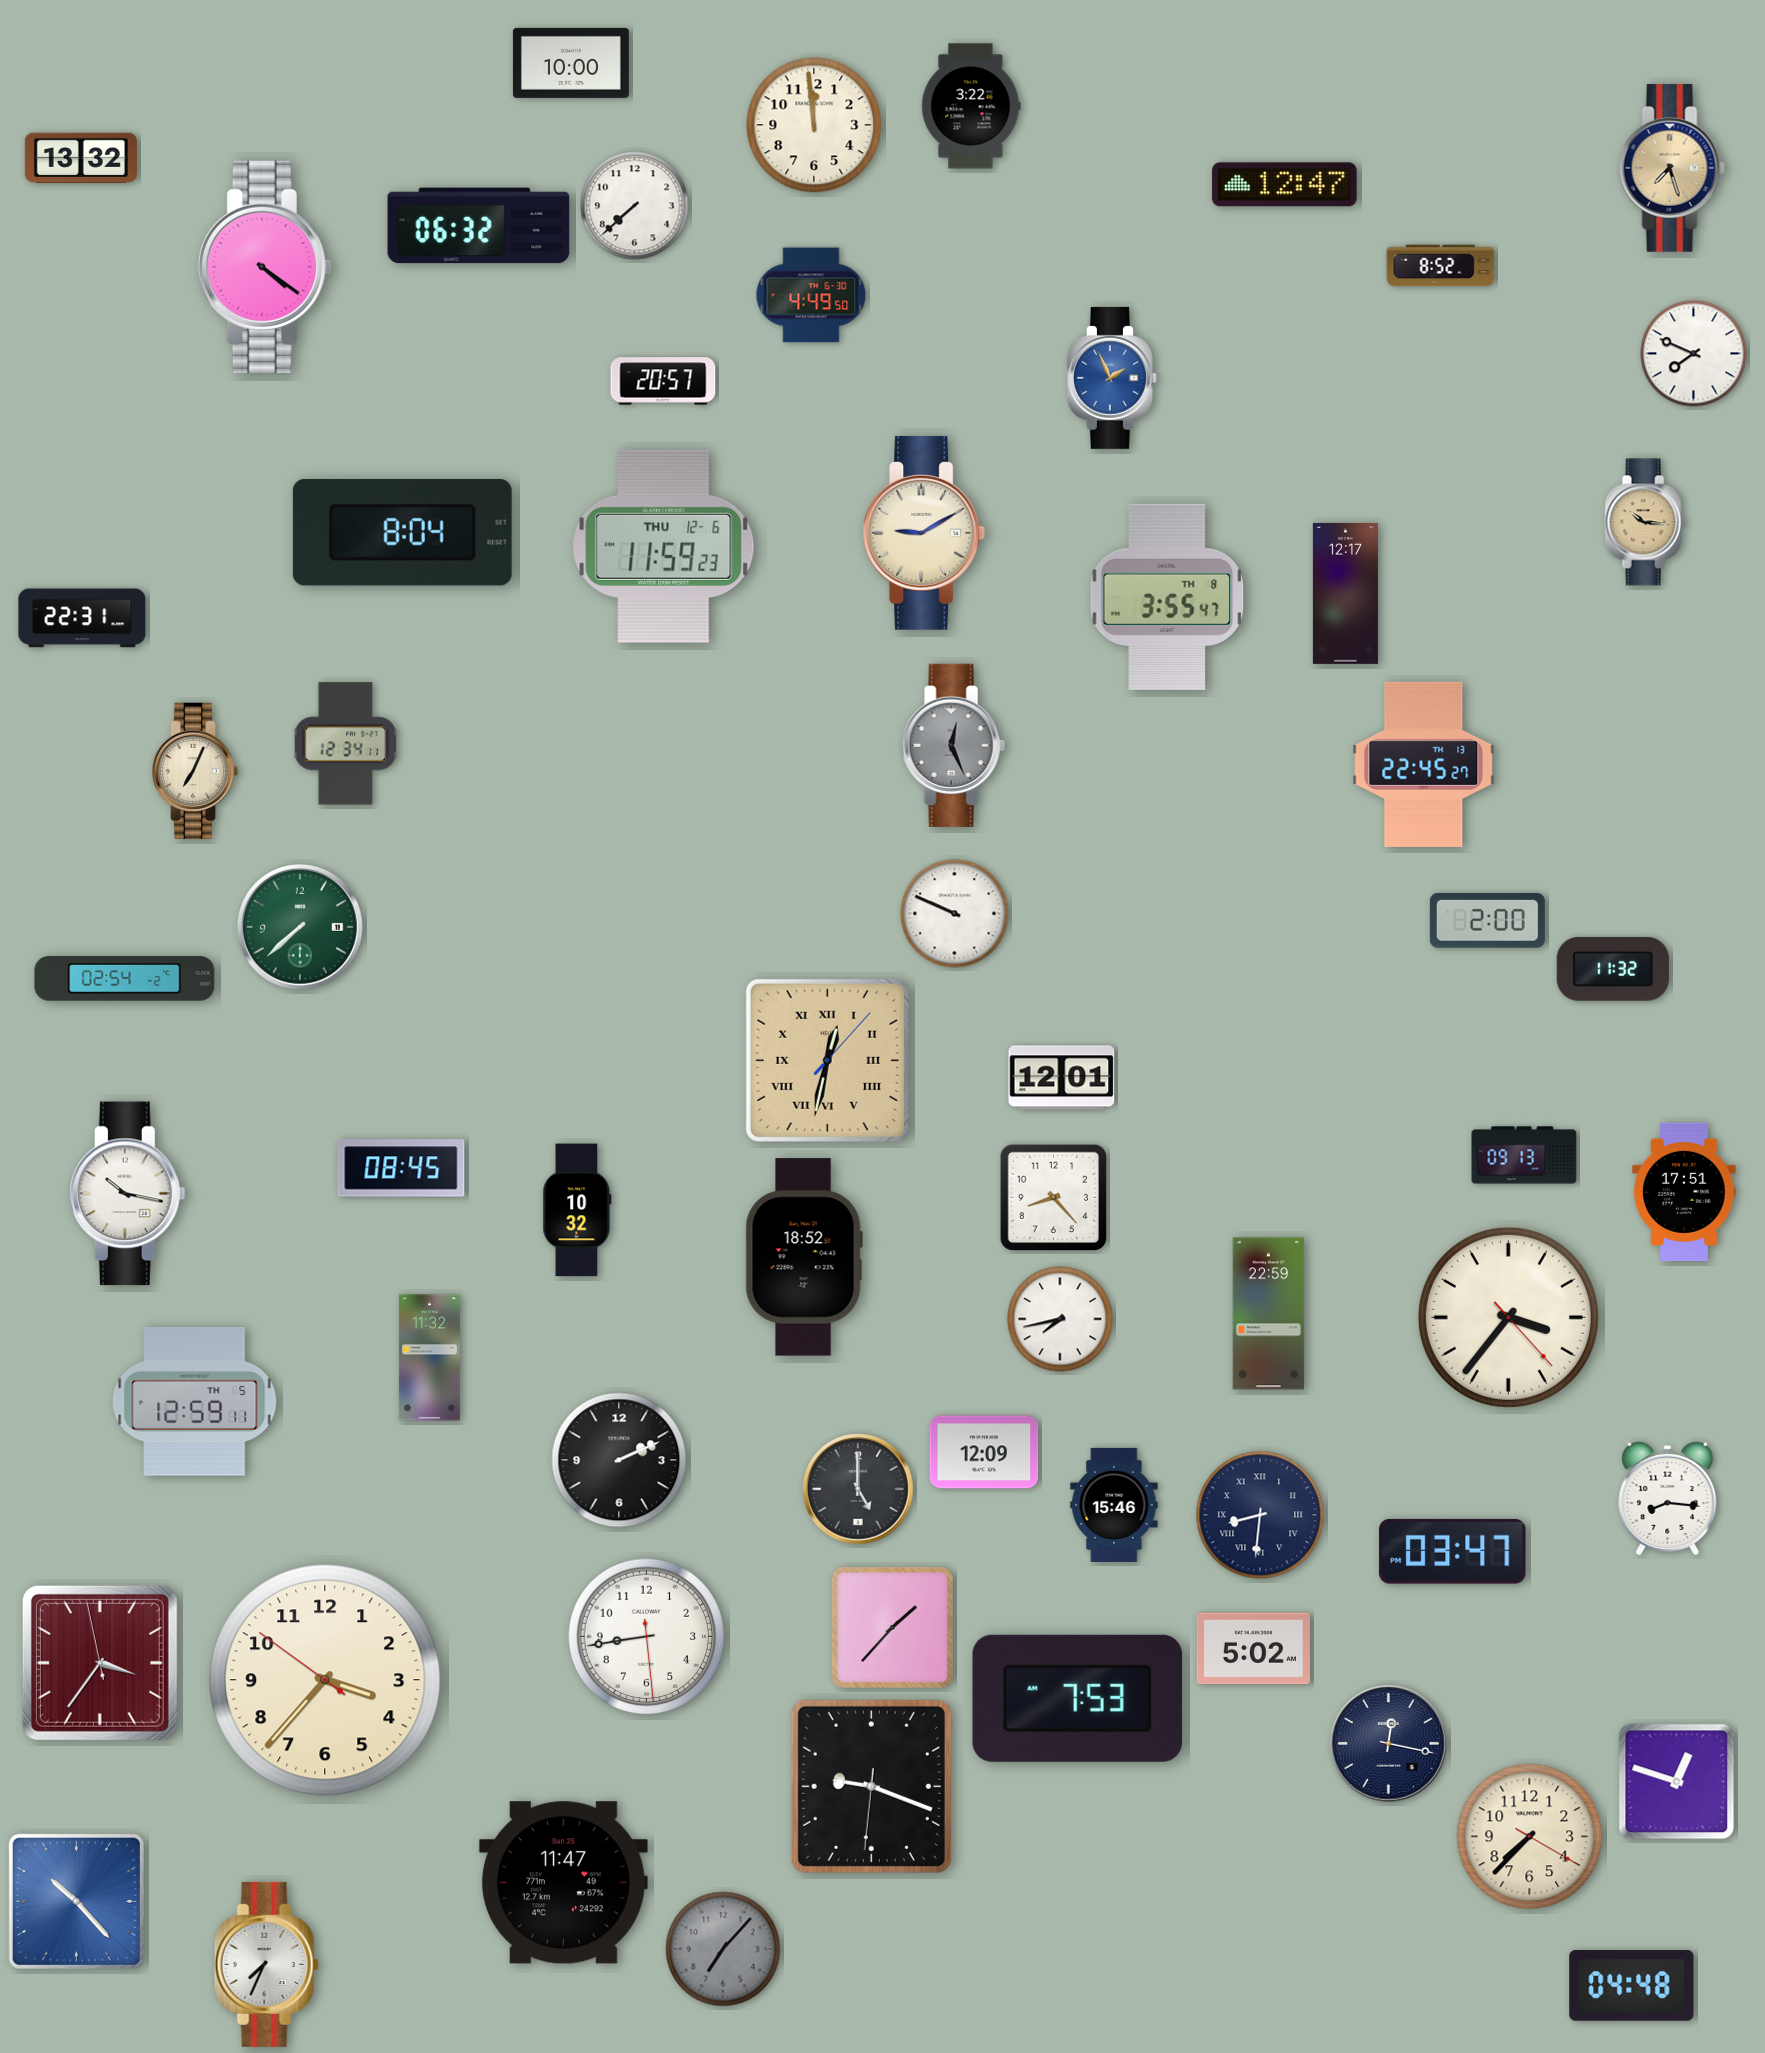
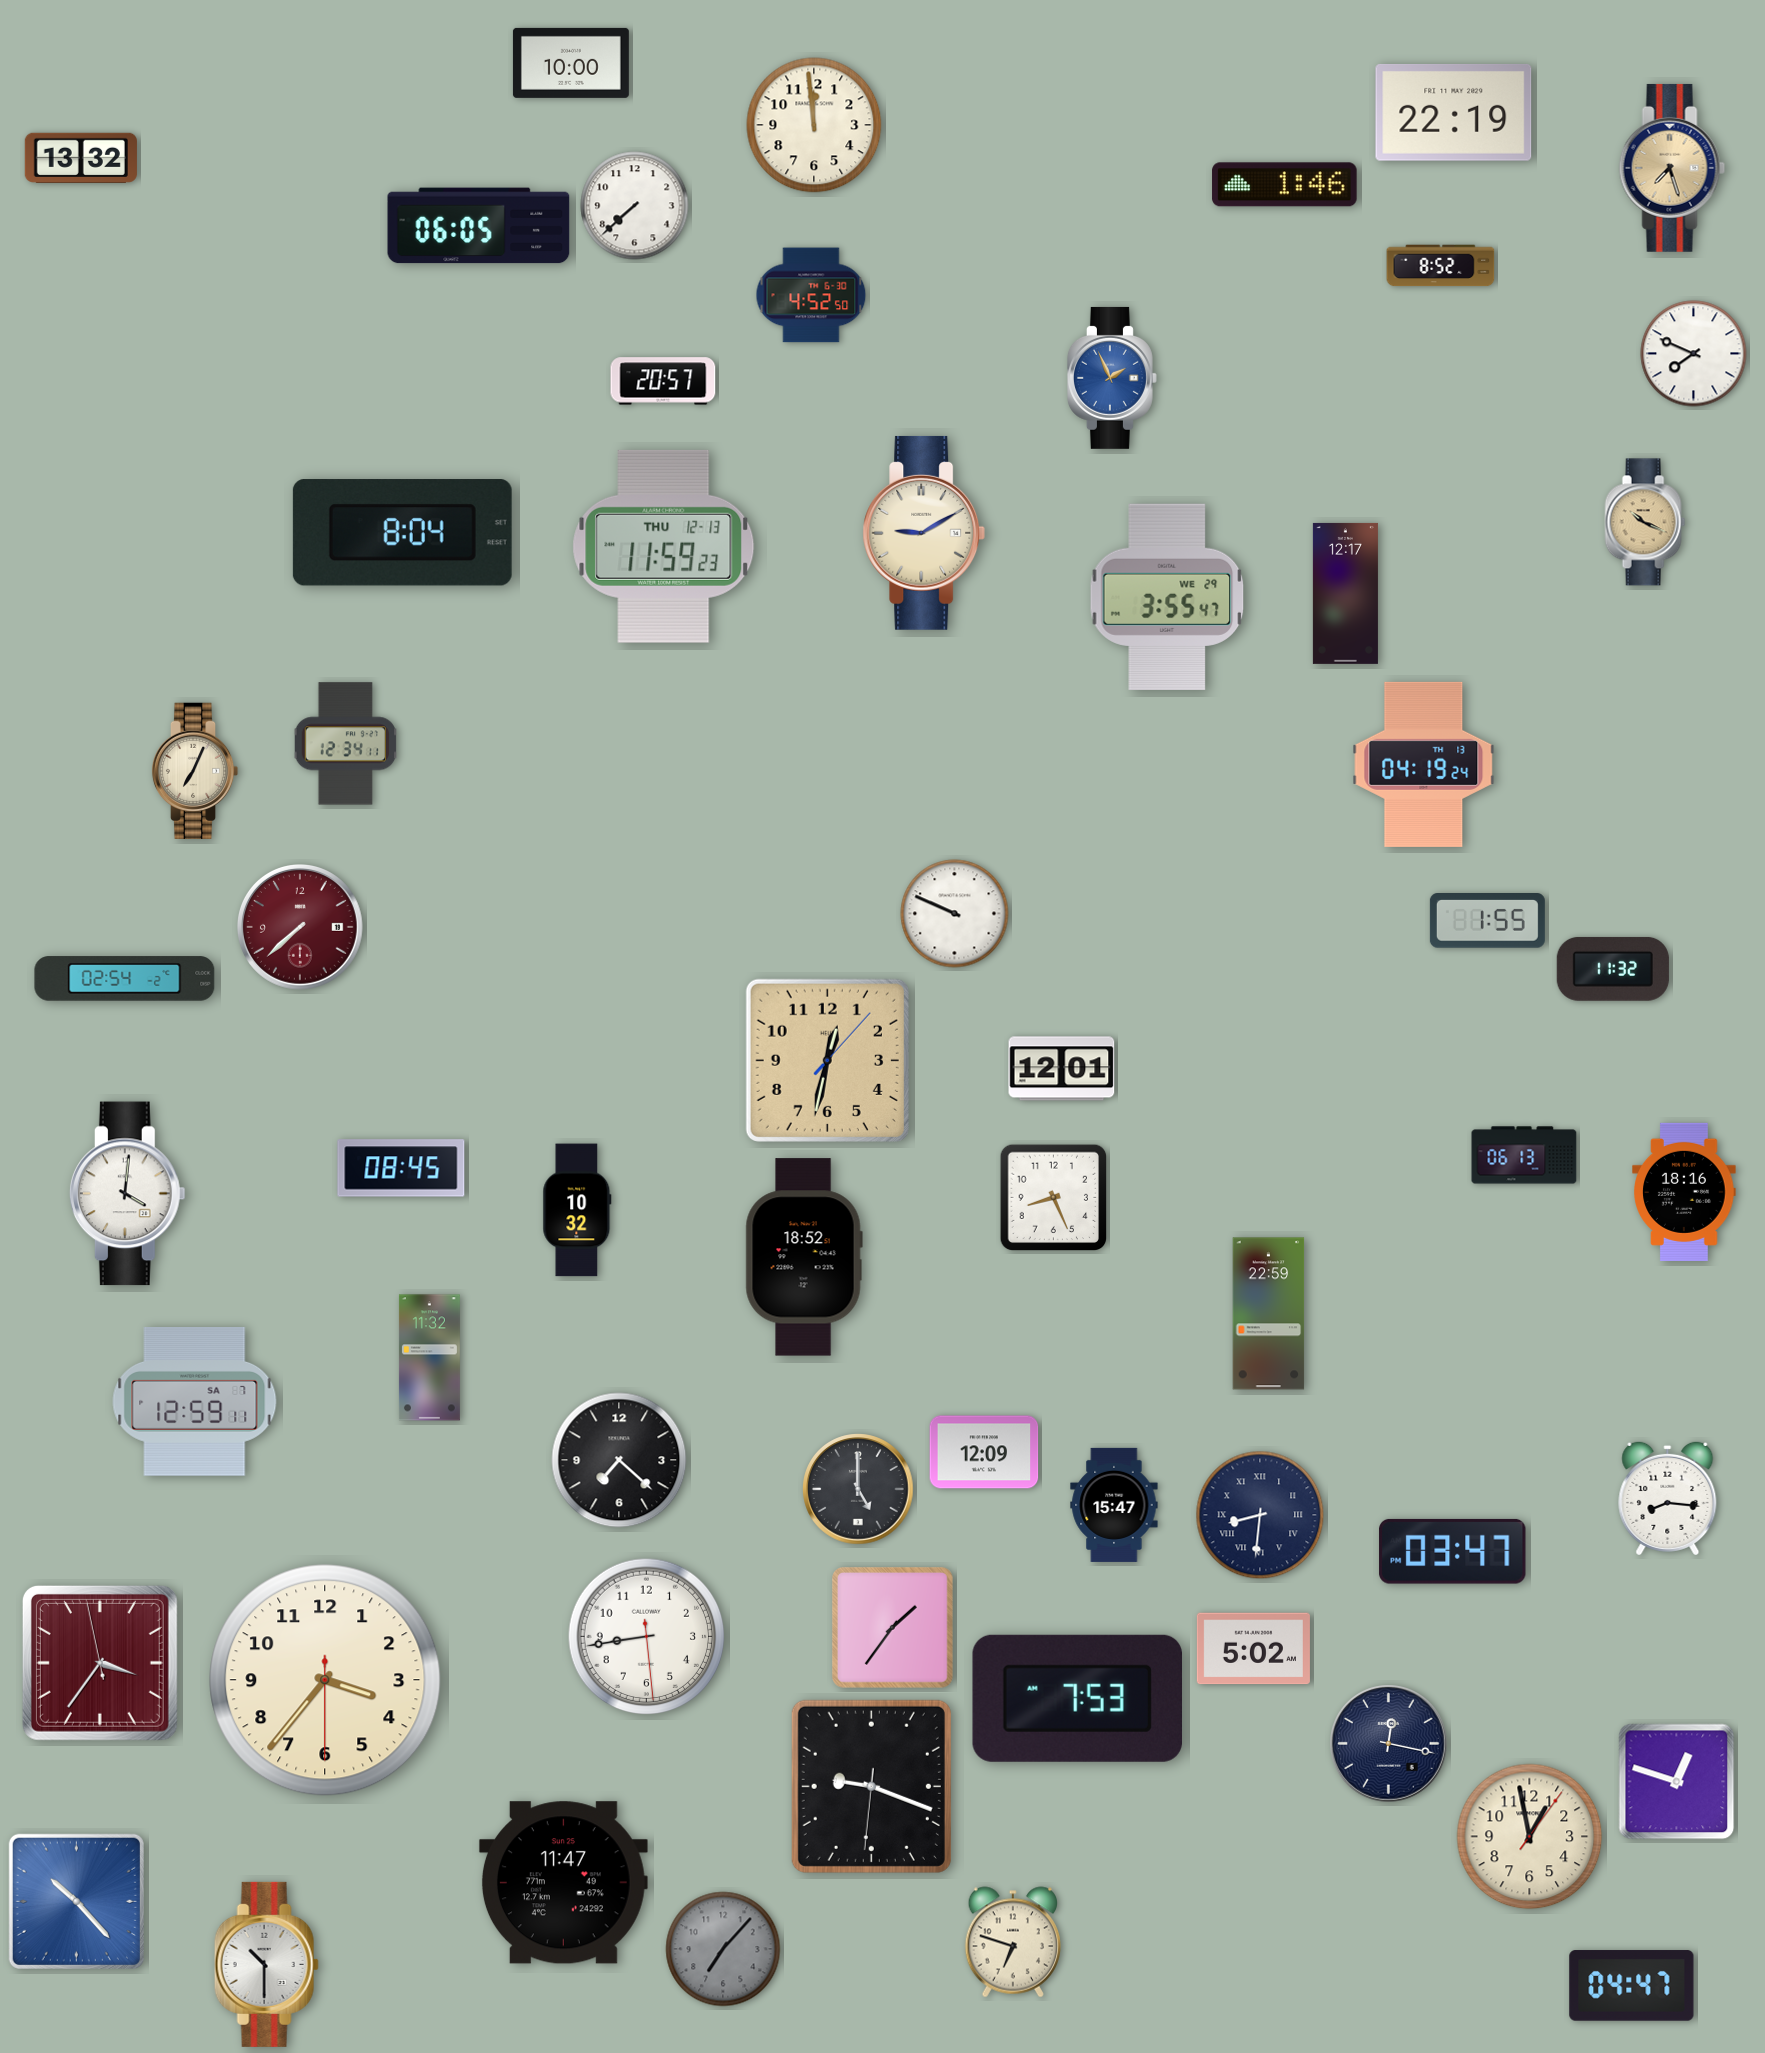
clock at (971, 106): 3:22 -> none
clock at (1454, 112): none -> 22:19
clock at (1285, 185): 12:47 -> 1:46
clock at (479, 226): 06:32 -> 06:05
clock at (265, 267): 4:21 -> none
clock at (811, 295): 4:49 -> 4:52
clock at (1645, 522): 10:16 -> 10:19
clock at (664, 546) date: THU 12-6 -> THU 12-13
clock at (1167, 597) date: TH 8 -> WE 29
clock at (82, 618): 22:31 -> none
clock at (953, 745): 12:26 -> none
clock at (1424, 764): 22:45 -> 04:19
clock at (1487, 921): 2:00 -> 1:55
clock at (300, 928) dial: green -> burgundy
clock at (827, 1060) numerals: Roman -> Arabic
clock at (1062, 1078) position: (1062, 1078) -> (1062, 1069)
clock at (1524, 1155): 09:13 -> 06:13
clock at (1684, 1192): 17:51 -> 18:16
clock at (127, 1194): 10:17 -> 4:01
clock at (1054, 1198): 8:23 -> 8:26
clock at (1508, 1317): 3:36 -> none
clock at (1060, 1319): 7:43 -> none
clock at (195, 1401) date: TH 5 -> SA 7
clock at (619, 1460): 2:11 -> 7:22
clock at (1114, 1505): 15:46 -> 15:47
clock at (892, 1627): 1:37 -> 1:36
clock at (325, 1680): 3:36:51 -> 3:36:30
clock at (1530, 1837): 7:37 -> 12:58
clock at (1012, 1942): none -> 6:48
clock at (266, 1964): 7:34 -> 10:30
clock at (1632, 1986): 04:48 -> 04:47
